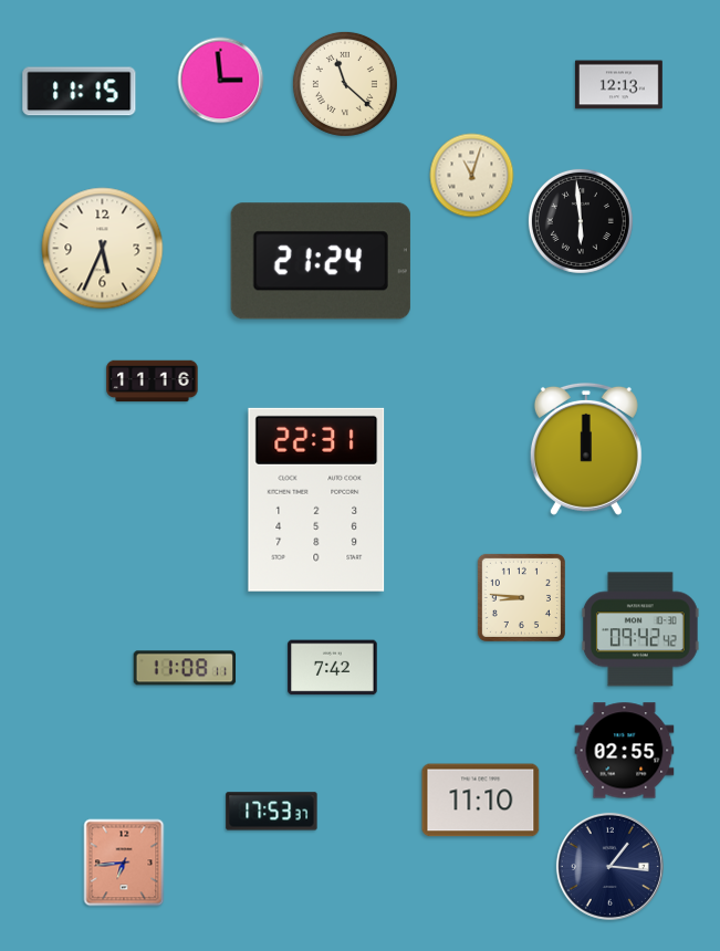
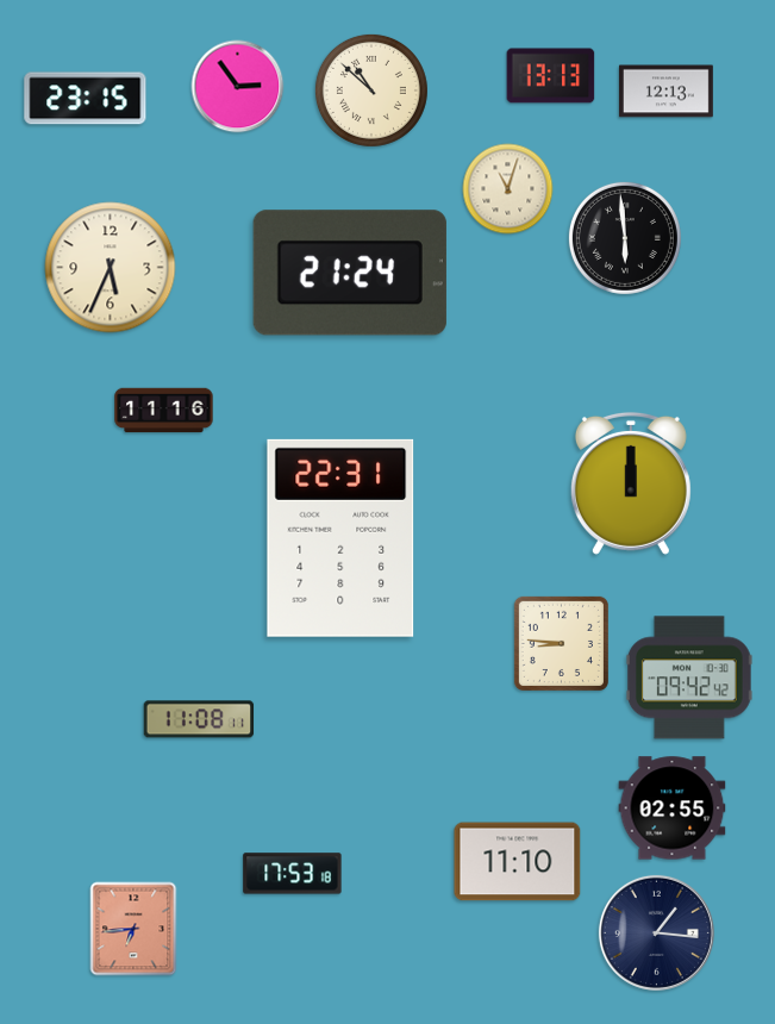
clock at (551, 76): none -> 13:13
clock at (221, 81): 2:59 -> 2:54
clock at (345, 84): 11:22 -> 10:52
clock at (80, 92): 11:15 -> 23:15
clock at (321, 261) position: (321, 261) -> (350, 273)
clock at (333, 668): 7:42 -> none
clock at (272, 812): 17:53:37 -> 17:53:18
